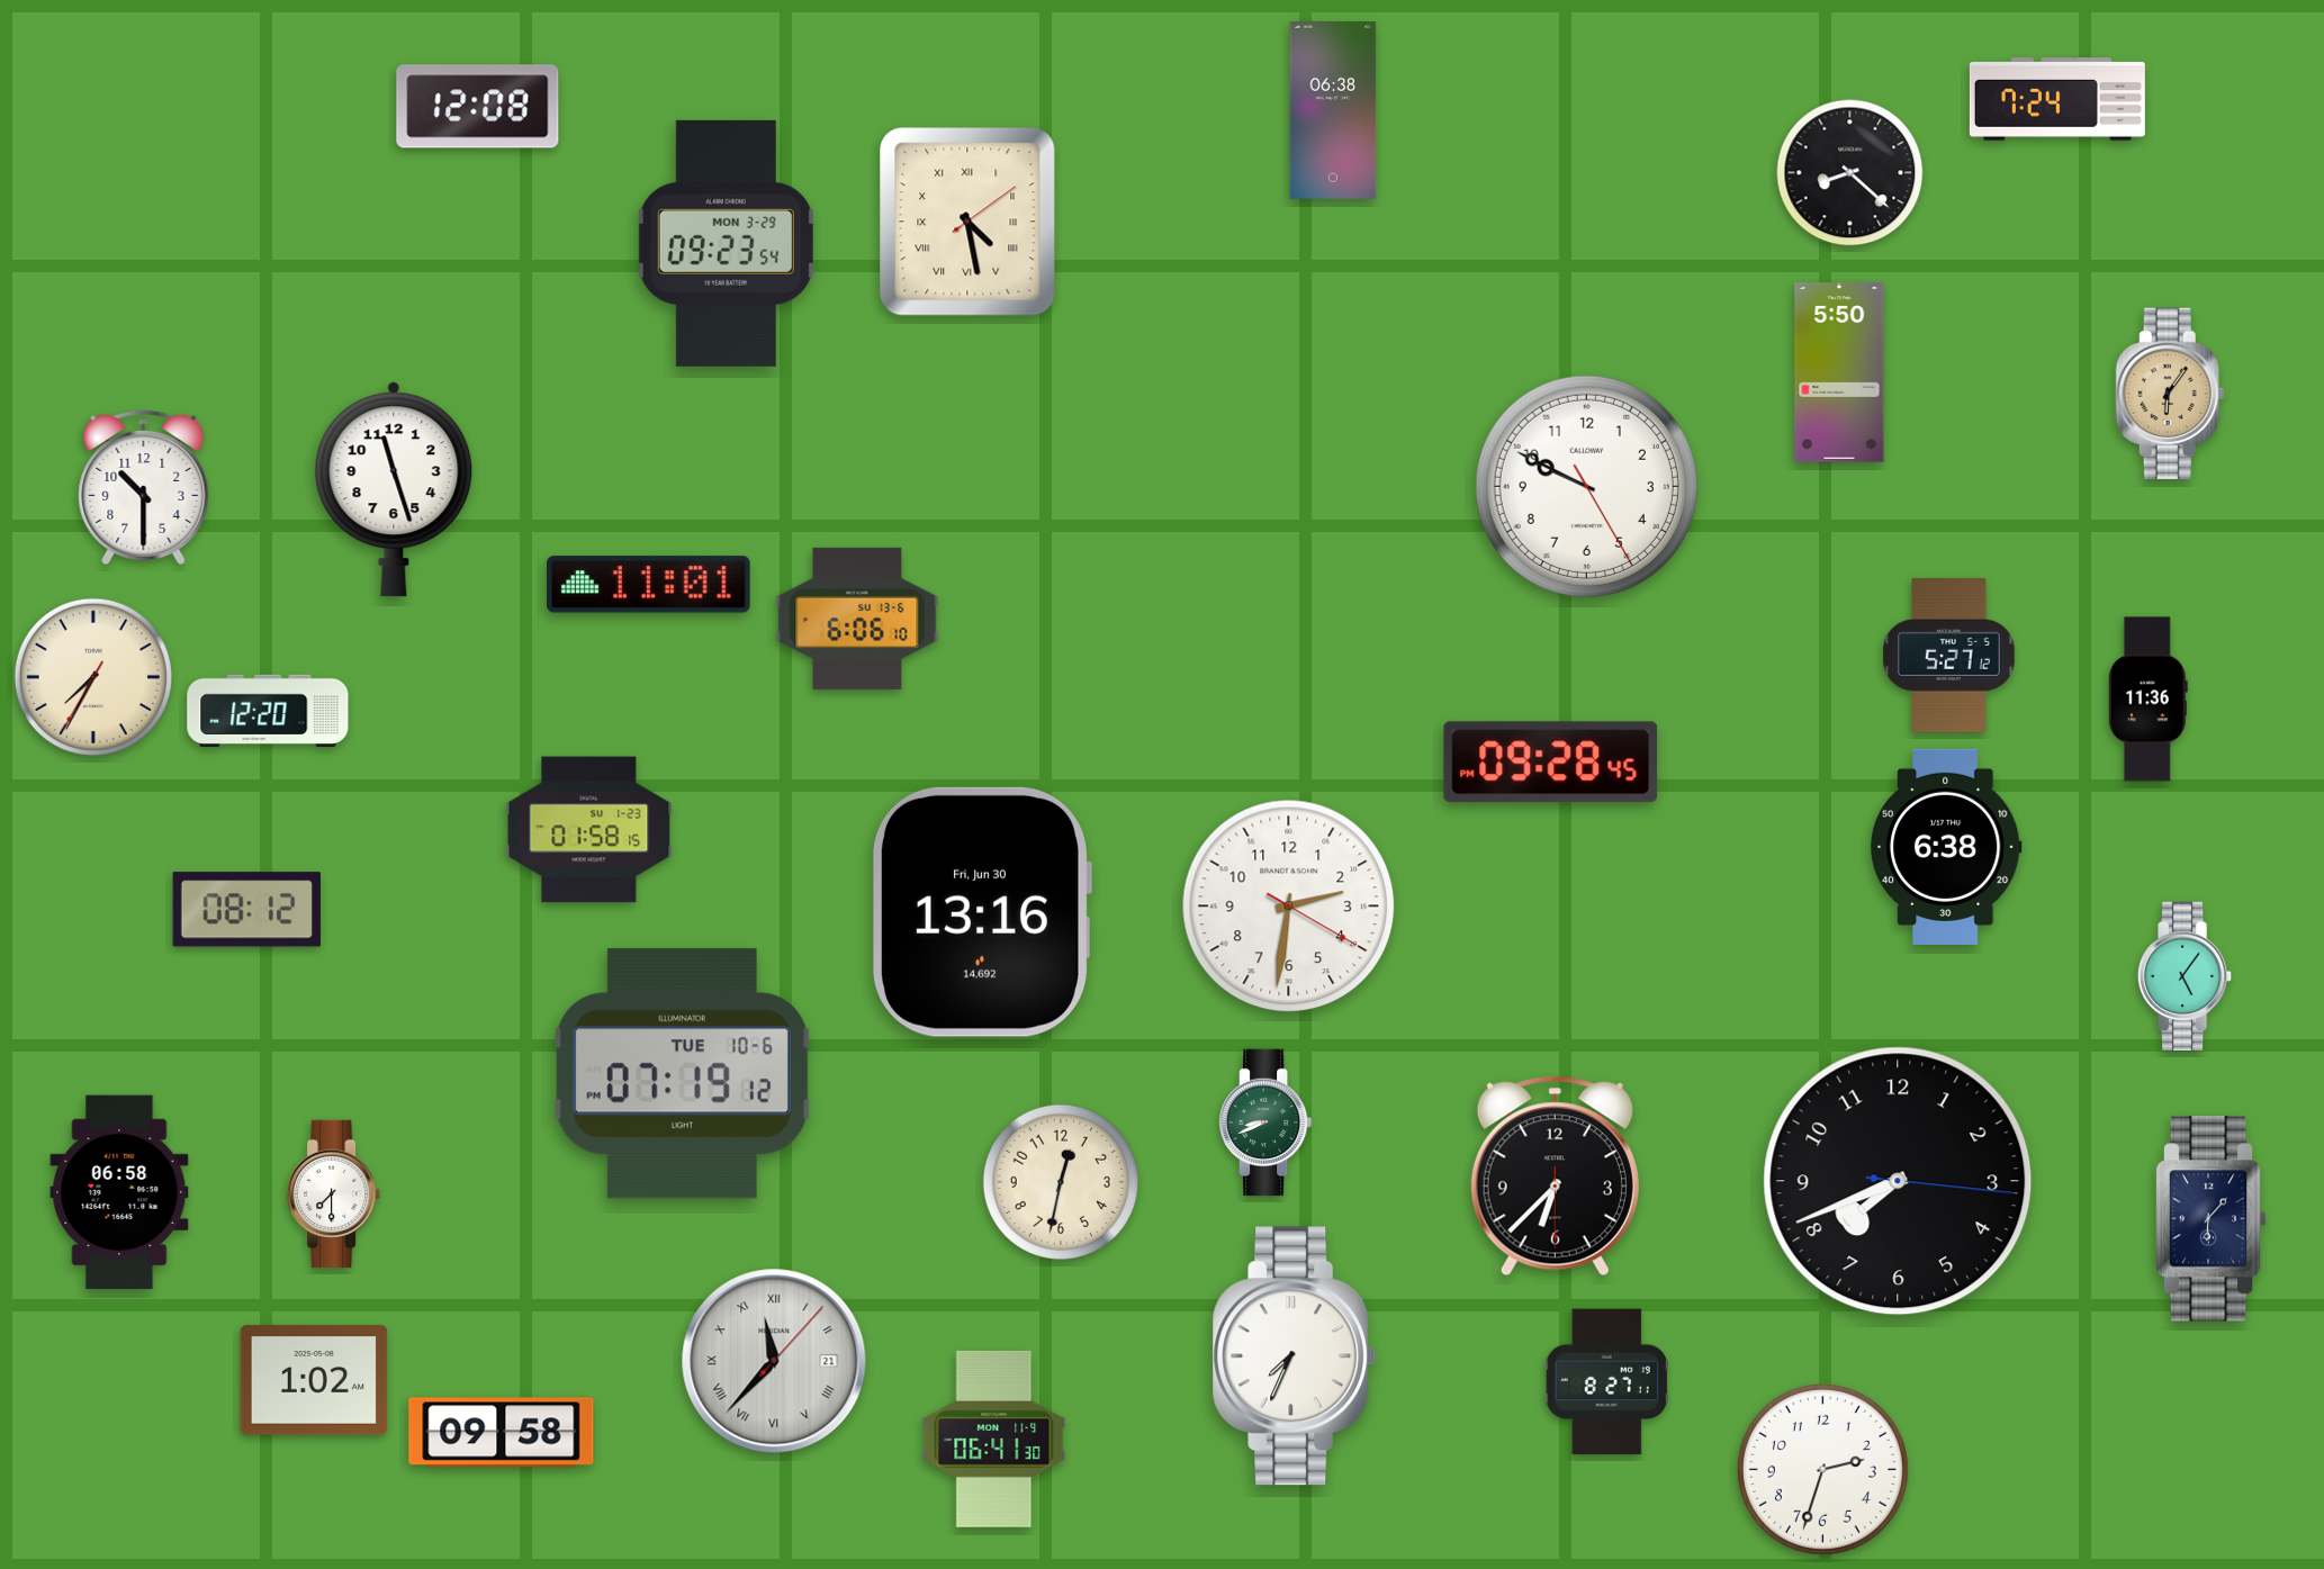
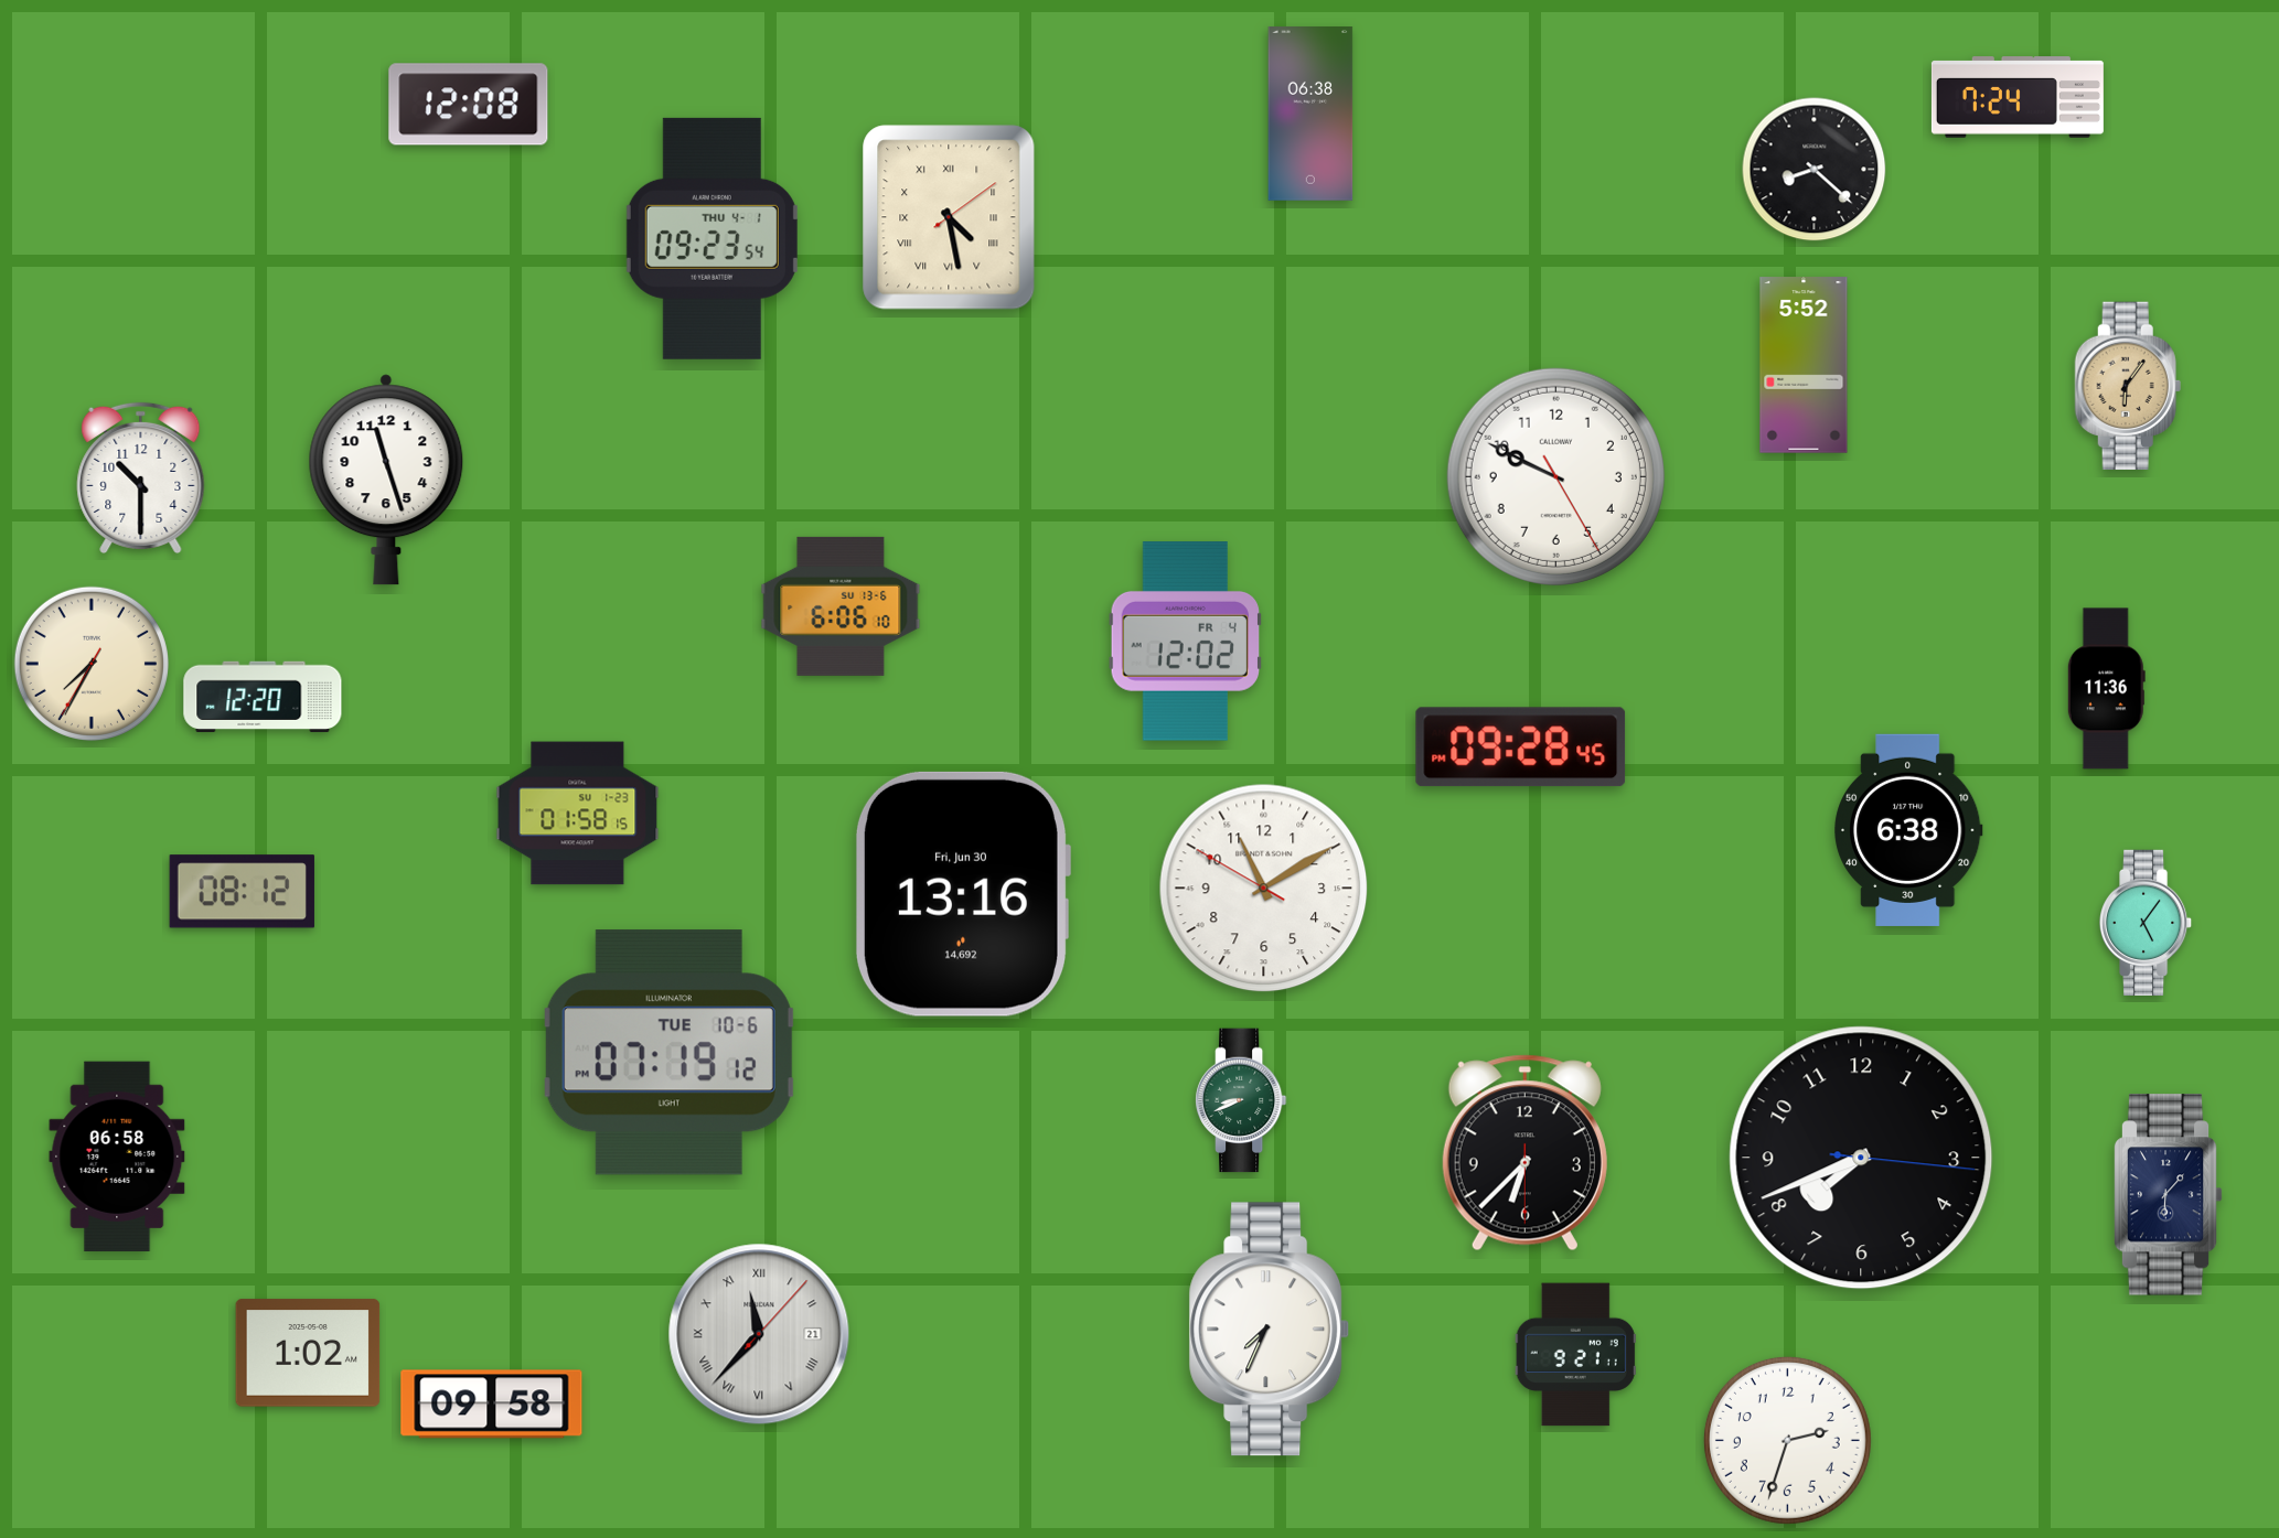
clock at (1333, 111) position: (1333, 111) -> (1310, 115)
clock at (726, 243) date: MON 3-29 -> THU 4-1
clock at (1839, 372): 5:50 -> 5:52
clock at (649, 585): 11:01 -> none
clock at (1185, 642): none -> 12:02
clock at (1949, 655): 5:27 -> none
clock at (2147, 700) position: (2147, 700) -> (2106, 689)
clock at (1289, 907): 2:31 -> 11:09
clock at (2186, 975) position: (2186, 975) -> (2147, 922)
clock at (1060, 1181): 12:32 -> none
clock at (119, 1192) position: (119, 1192) -> (117, 1157)
clock at (334, 1194): 7:30 -> none
clock at (1606, 1382): 8:27 -> 9:21
clock at (994, 1439): 06:41 -> none
